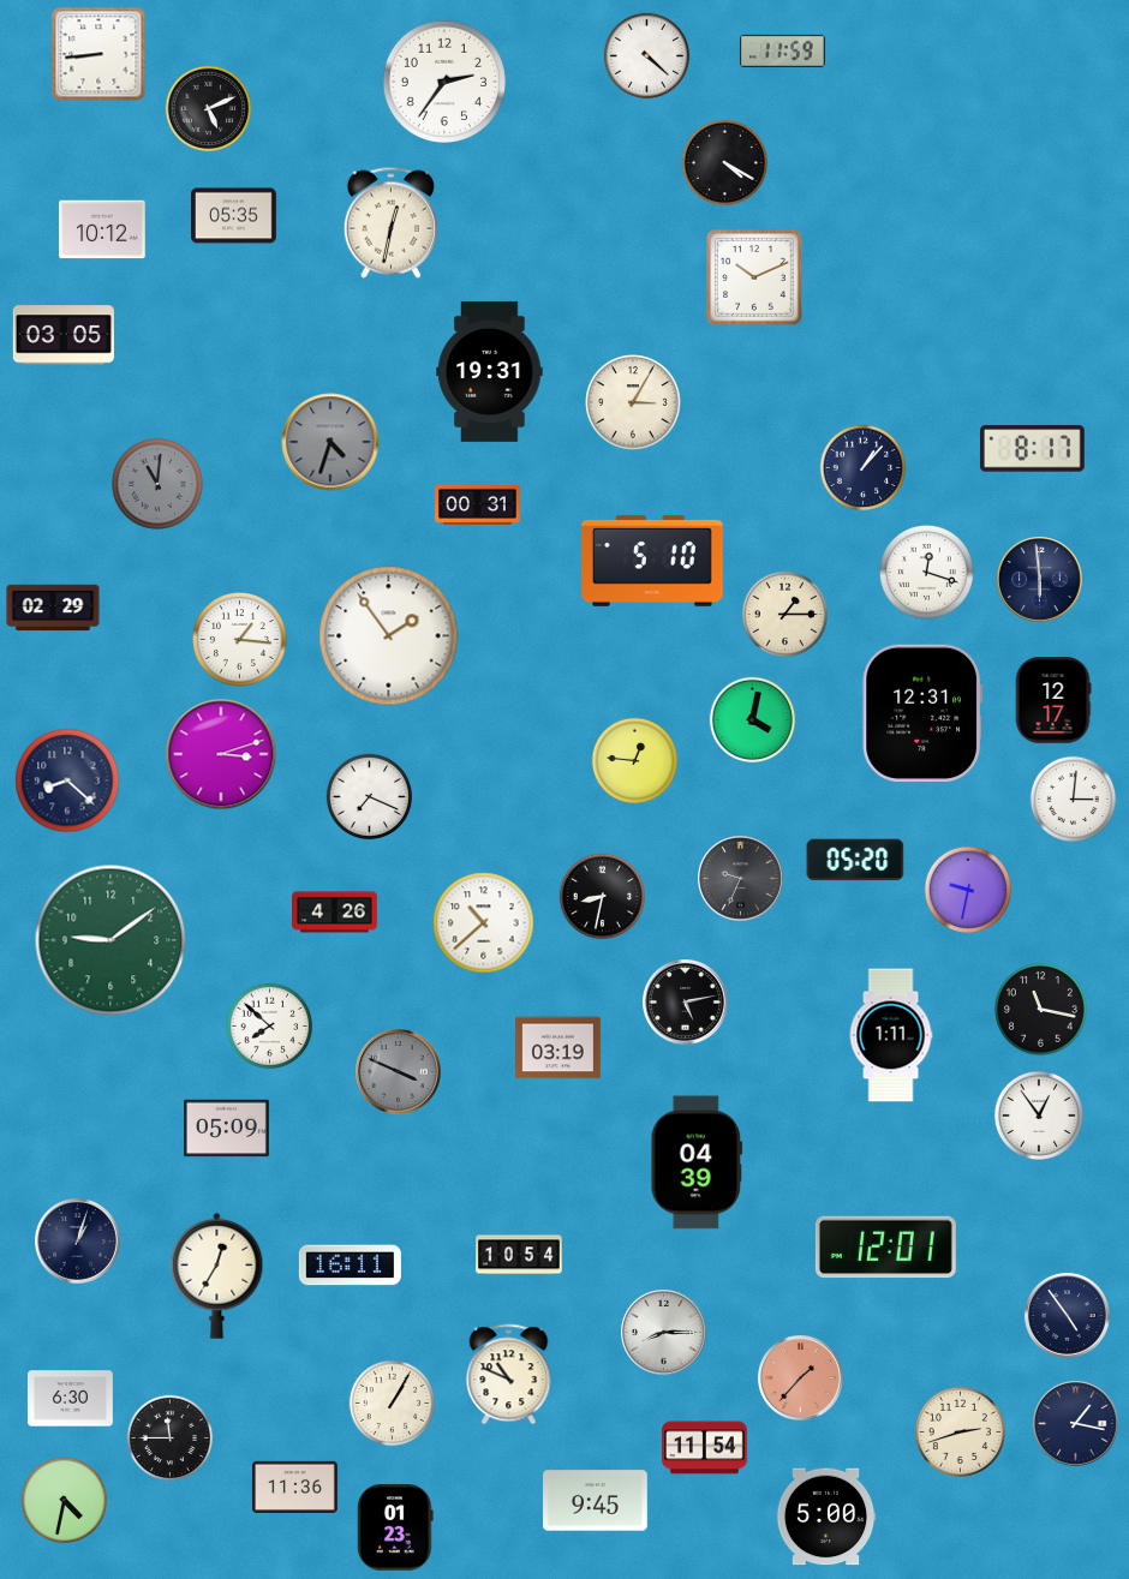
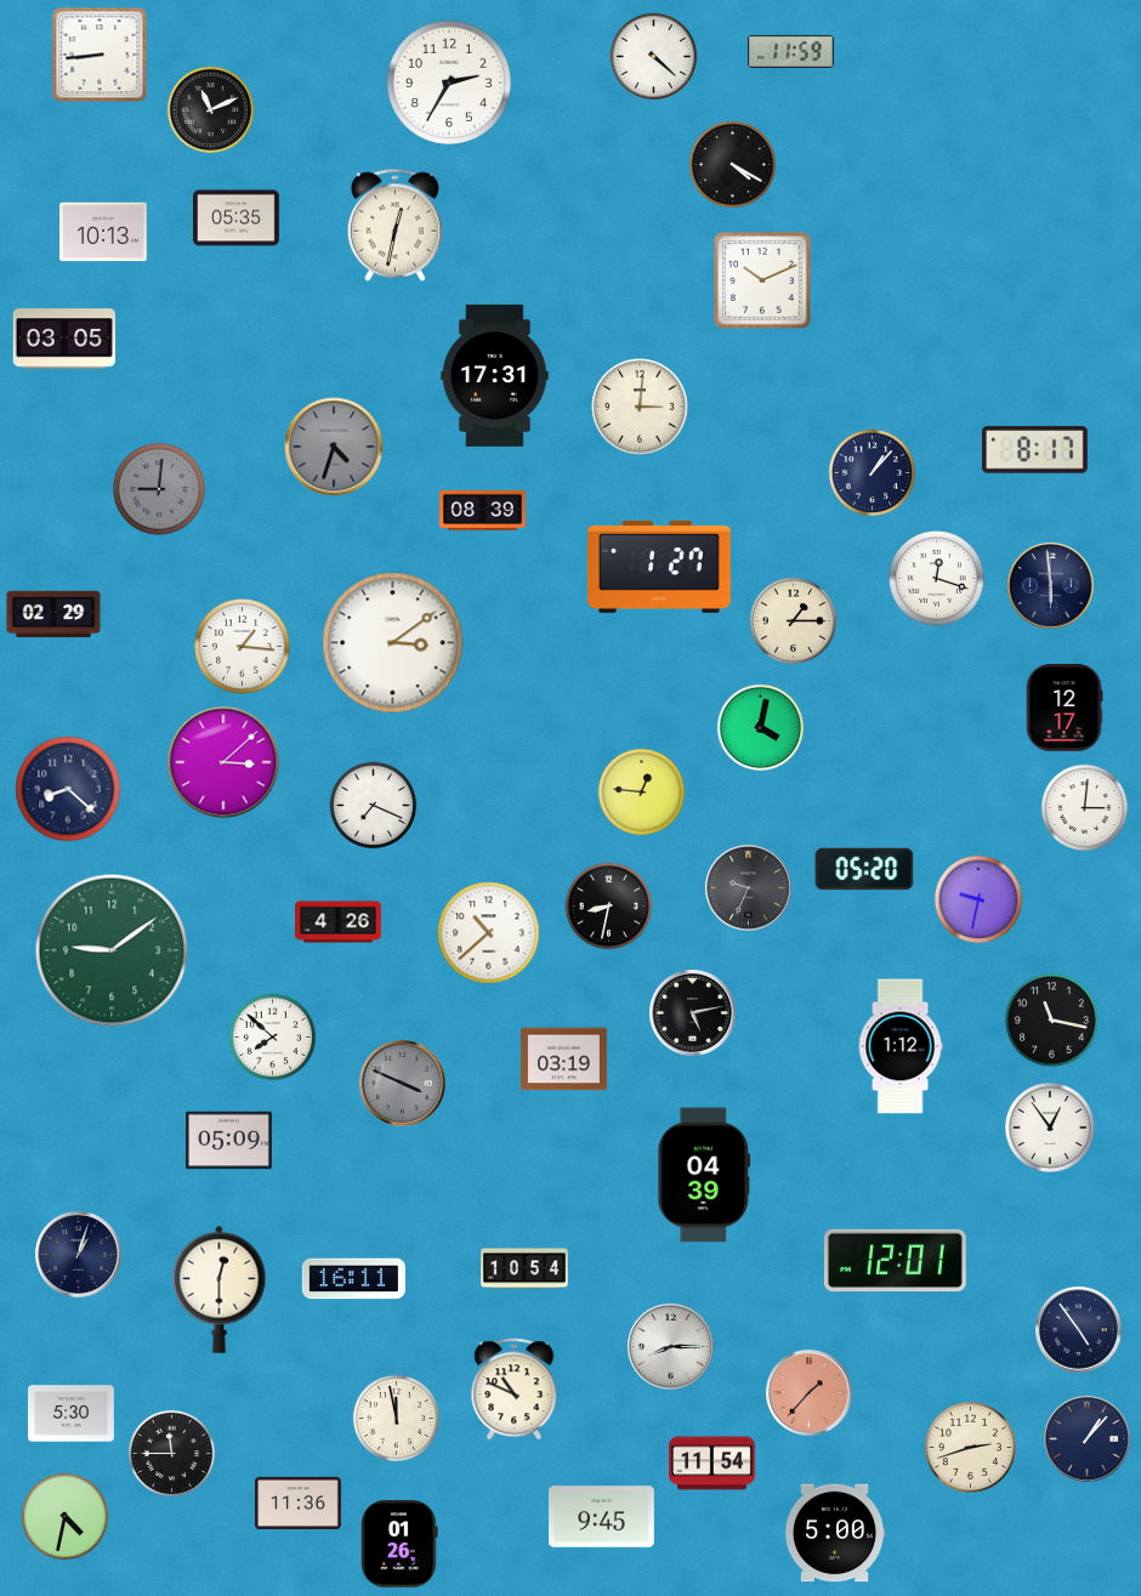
clock at (444, 82): 2:36 -> 2:35
clock at (209, 109): 5:11 -> 11:11
clock at (102, 229): 10:12 -> 10:13
clock at (490, 371): 19:31 -> 17:31
clock at (633, 402): 3:05 -> 3:01
clock at (1032, 449) position: (1032, 449) -> (1034, 450)
clock at (157, 484): 11:01 -> 9:01
clock at (478, 504): 00:31 -> 08:39
clock at (653, 561): 5:10 -> 1:27
clock at (389, 636): 1:54 -> 3:09
clock at (922, 713): 12:31 -> none
clock at (221, 754): 3:12 -> 3:08
clock at (635, 761) position: (635, 761) -> (642, 793)
clock at (891, 1035): 1:11 -> 1:12
clock at (217, 1275): 12:35 -> 12:30
clock at (71, 1399): 6:30 -> 5:30
clock at (393, 1404): 1:05 -> 11:58
clock at (1076, 1424): 1:17 -> 1:07
clock at (395, 1527): 01:23 -> 01:26
